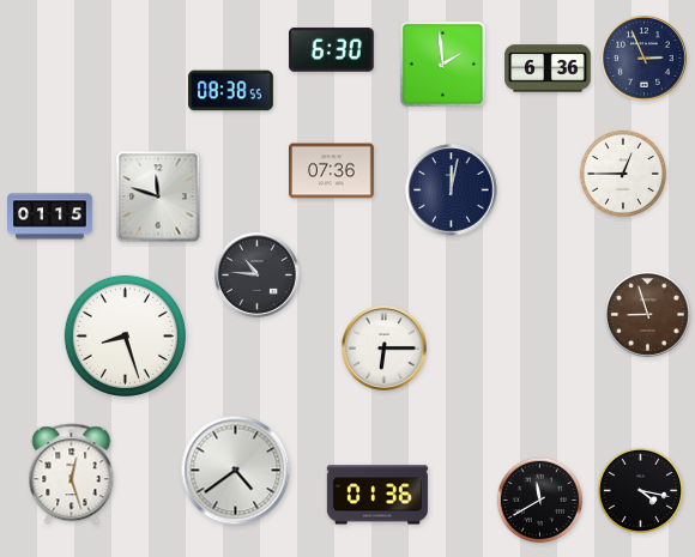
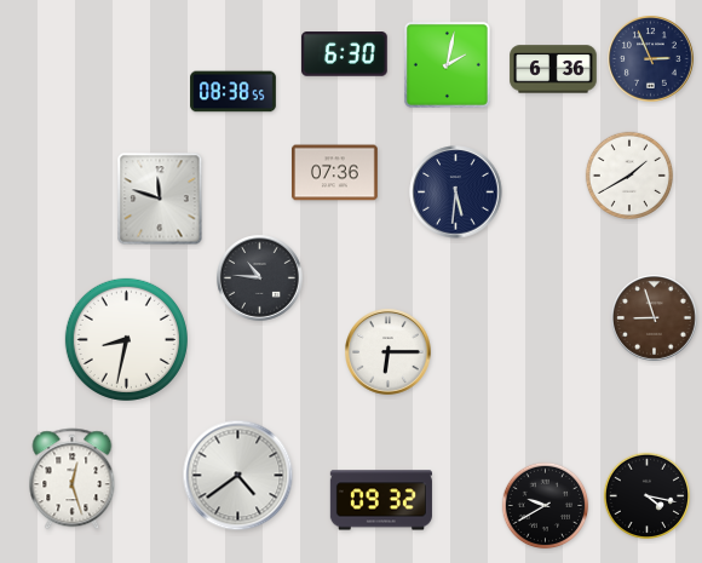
clock at (332, 50) position: (332, 50) -> (345, 54)
clock at (442, 63): 1:59 -> 2:02
clock at (622, 172): 12:45 -> 1:40
clock at (452, 190): 12:02 -> 5:31
clock at (50, 217): 01:15 -> none
clock at (125, 335): 8:27 -> 8:32
clock at (377, 495): 01:36 -> 09:32
clock at (540, 501): 11:40 -> 9:40
